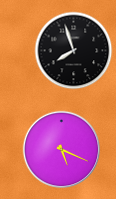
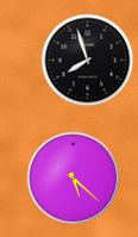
clock at (61, 149): 5:19 -> 5:22
